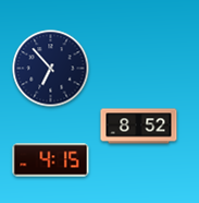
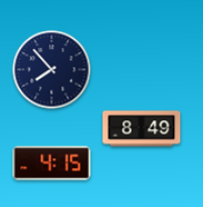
clock at (51, 69): 6:53 -> 7:53
clock at (139, 127): 8:52 -> 8:49
